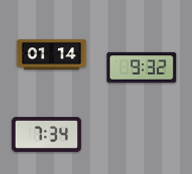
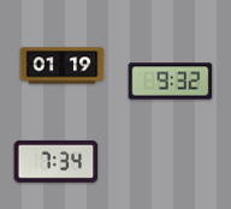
clock at (52, 55): 01:14 -> 01:19
